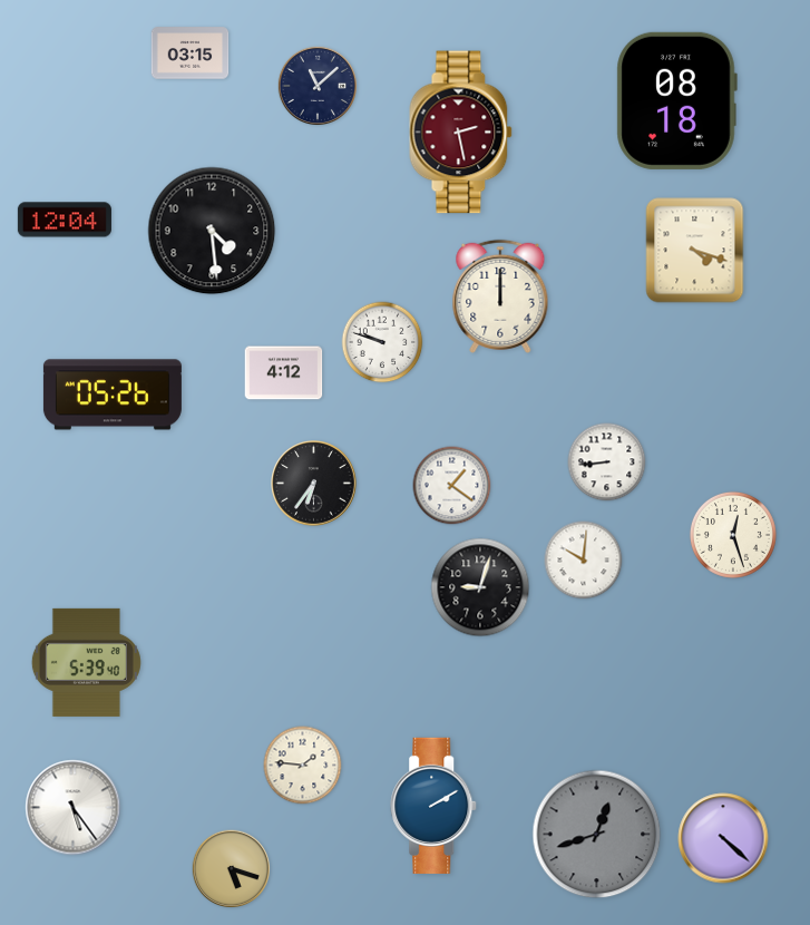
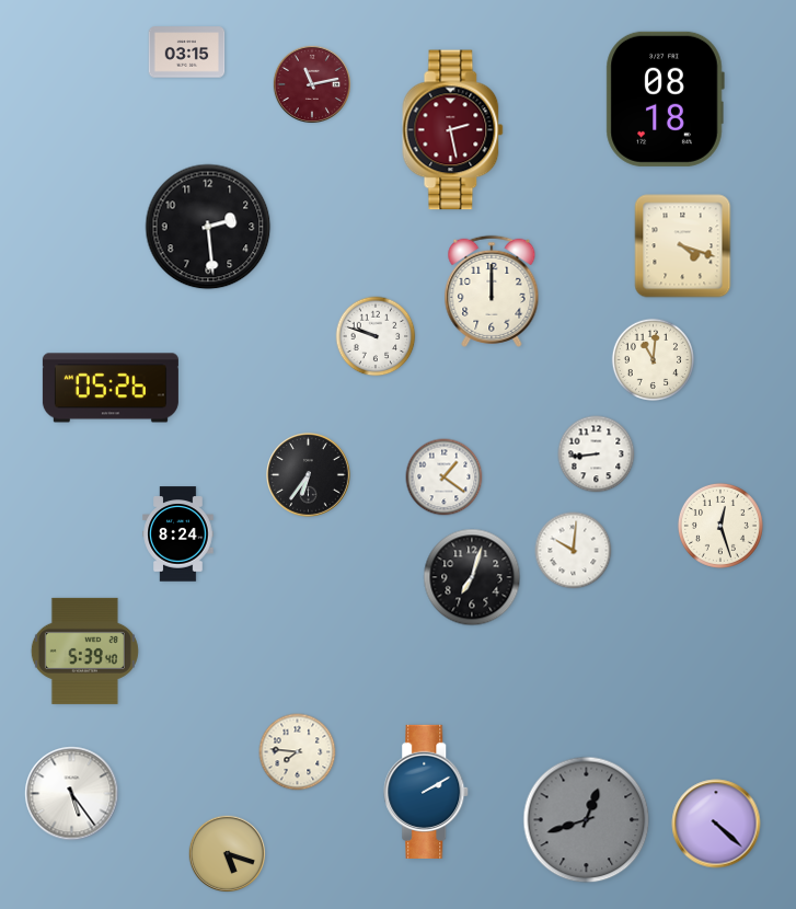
clock at (316, 85): 11:08 -> 11:13
clock at (316, 85) dial: navy -> burgundy
clock at (65, 220): 12:04 -> none
clock at (212, 231): 4:29 -> 2:29
clock at (653, 359): none -> 11:01
clock at (284, 373): 4:12 -> none
clock at (178, 534): none -> 8:24
clock at (480, 587): 9:03 -> 7:03
clock at (303, 766): 1:46 -> 7:46
clock at (723, 838) position: (723, 838) -> (716, 824)
